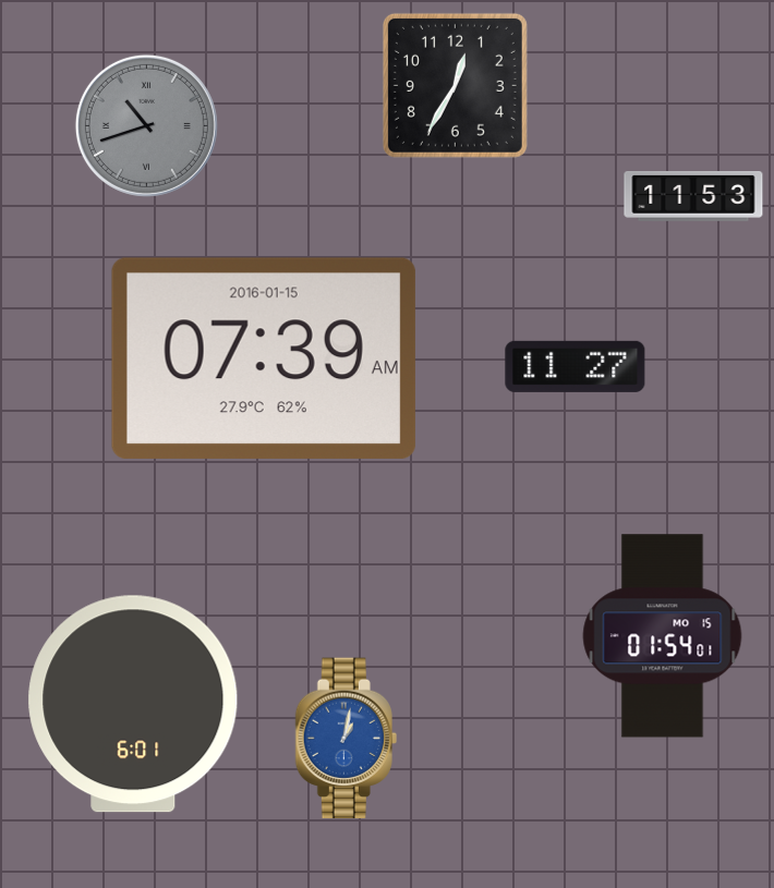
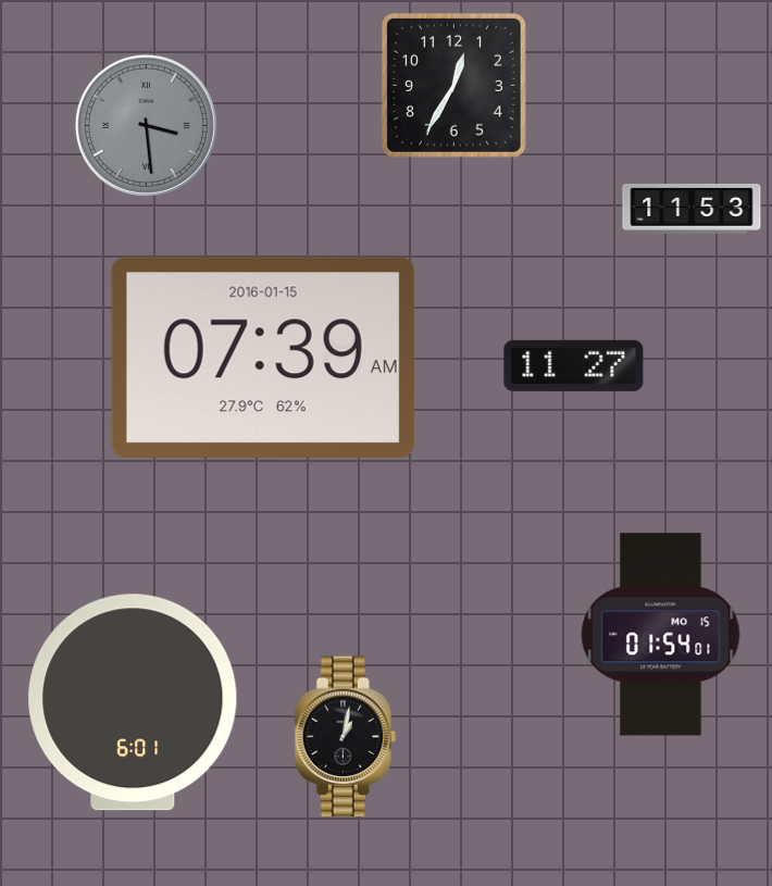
clock at (146, 125): 10:42 -> 3:29
clock at (693, 197) position: (693, 197) -> (692, 210)
clock at (346, 739) dial: blue -> black
